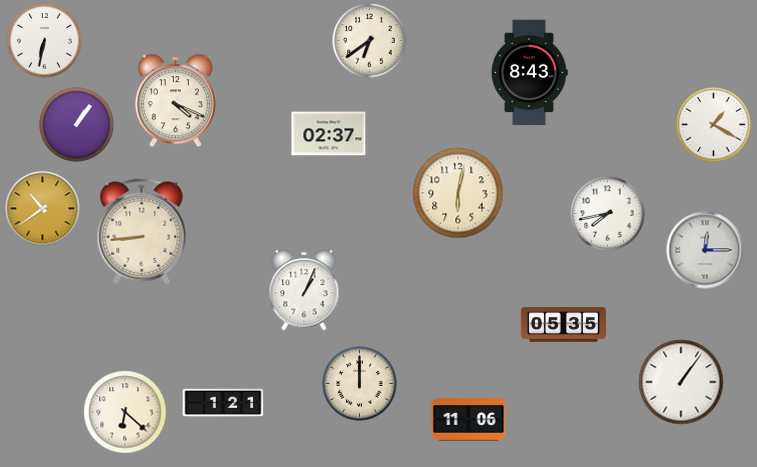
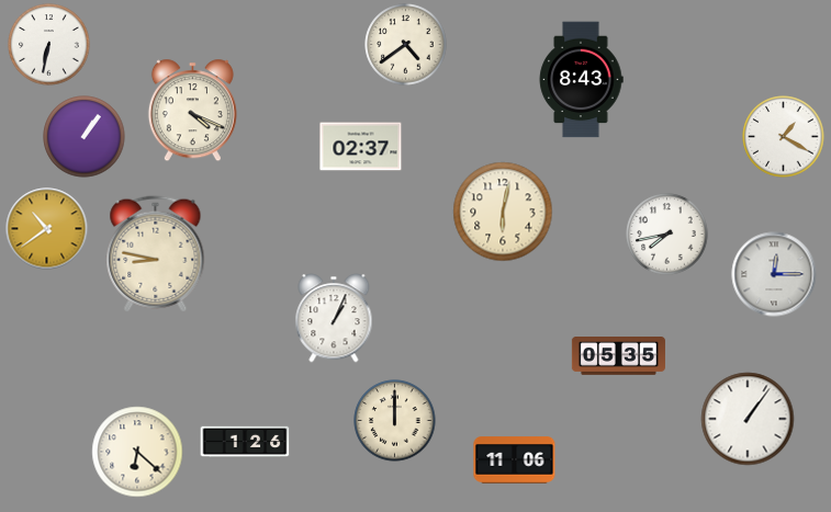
clock at (370, 41): 6:39 -> 4:39
clock at (142, 232): 8:44 -> 8:47
clock at (223, 402): 1:21 -> 1:26
